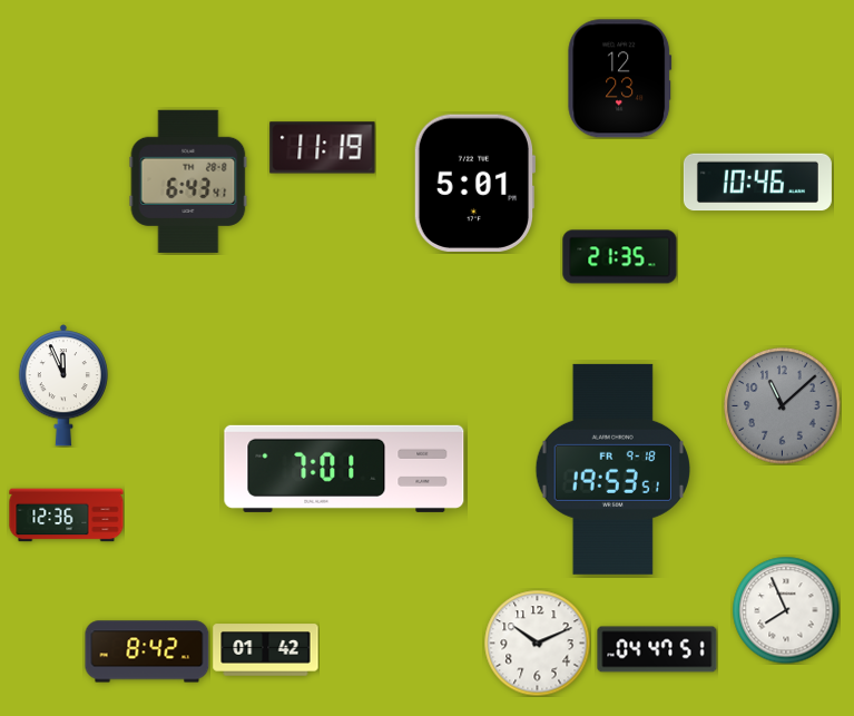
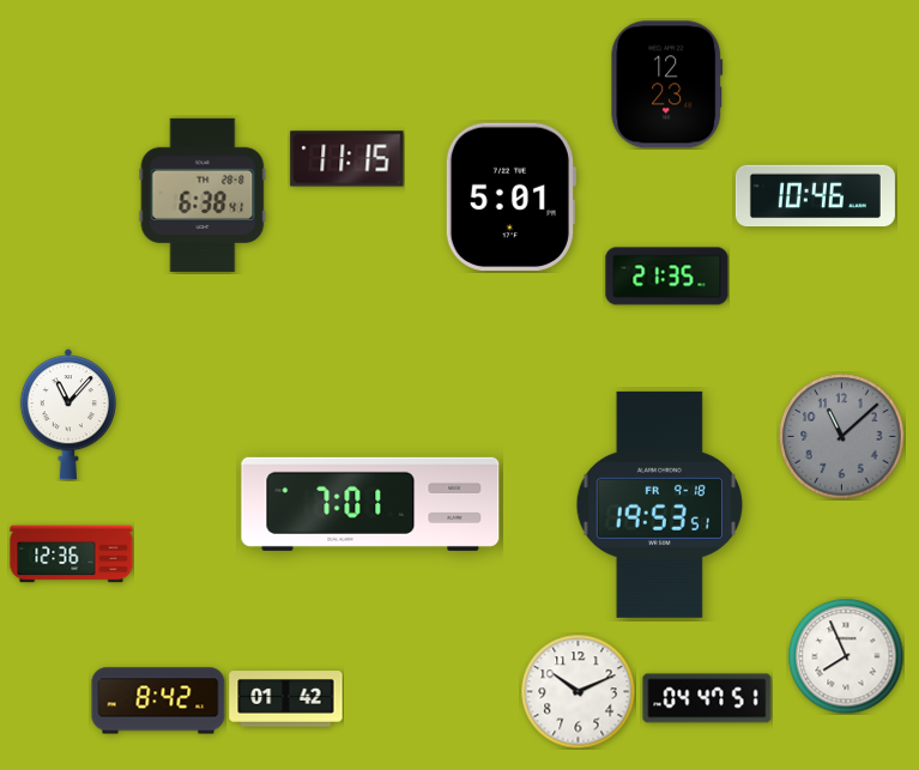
clock at (323, 148): 11:19 -> 11:15
clock at (188, 182): 6:43 -> 6:38
clock at (63, 385): 11:56 -> 11:07
